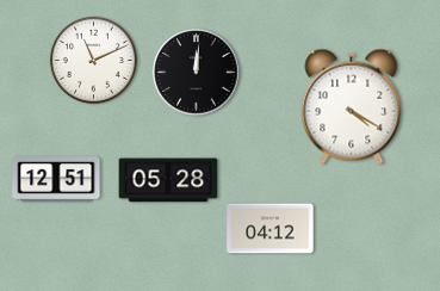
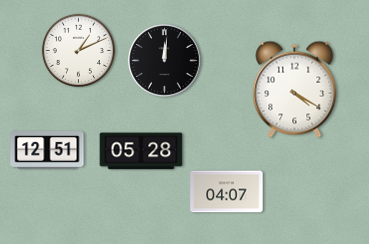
clock at (93, 60): 11:11 -> 1:11
clock at (271, 229): 04:12 -> 04:07
